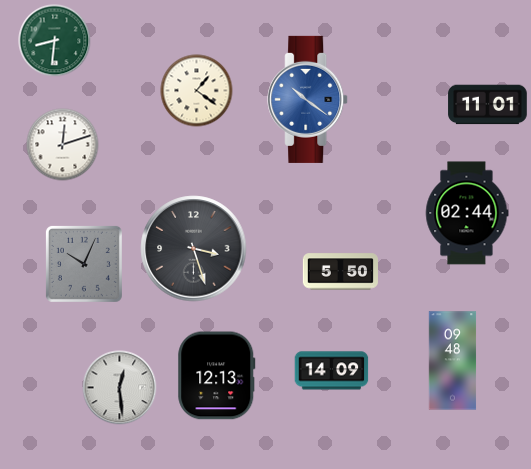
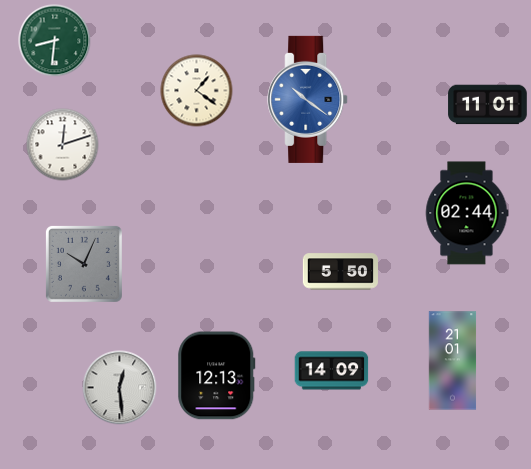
clock at (194, 249): 3:27 -> none
clock at (453, 361): 09:48 -> 21:01
